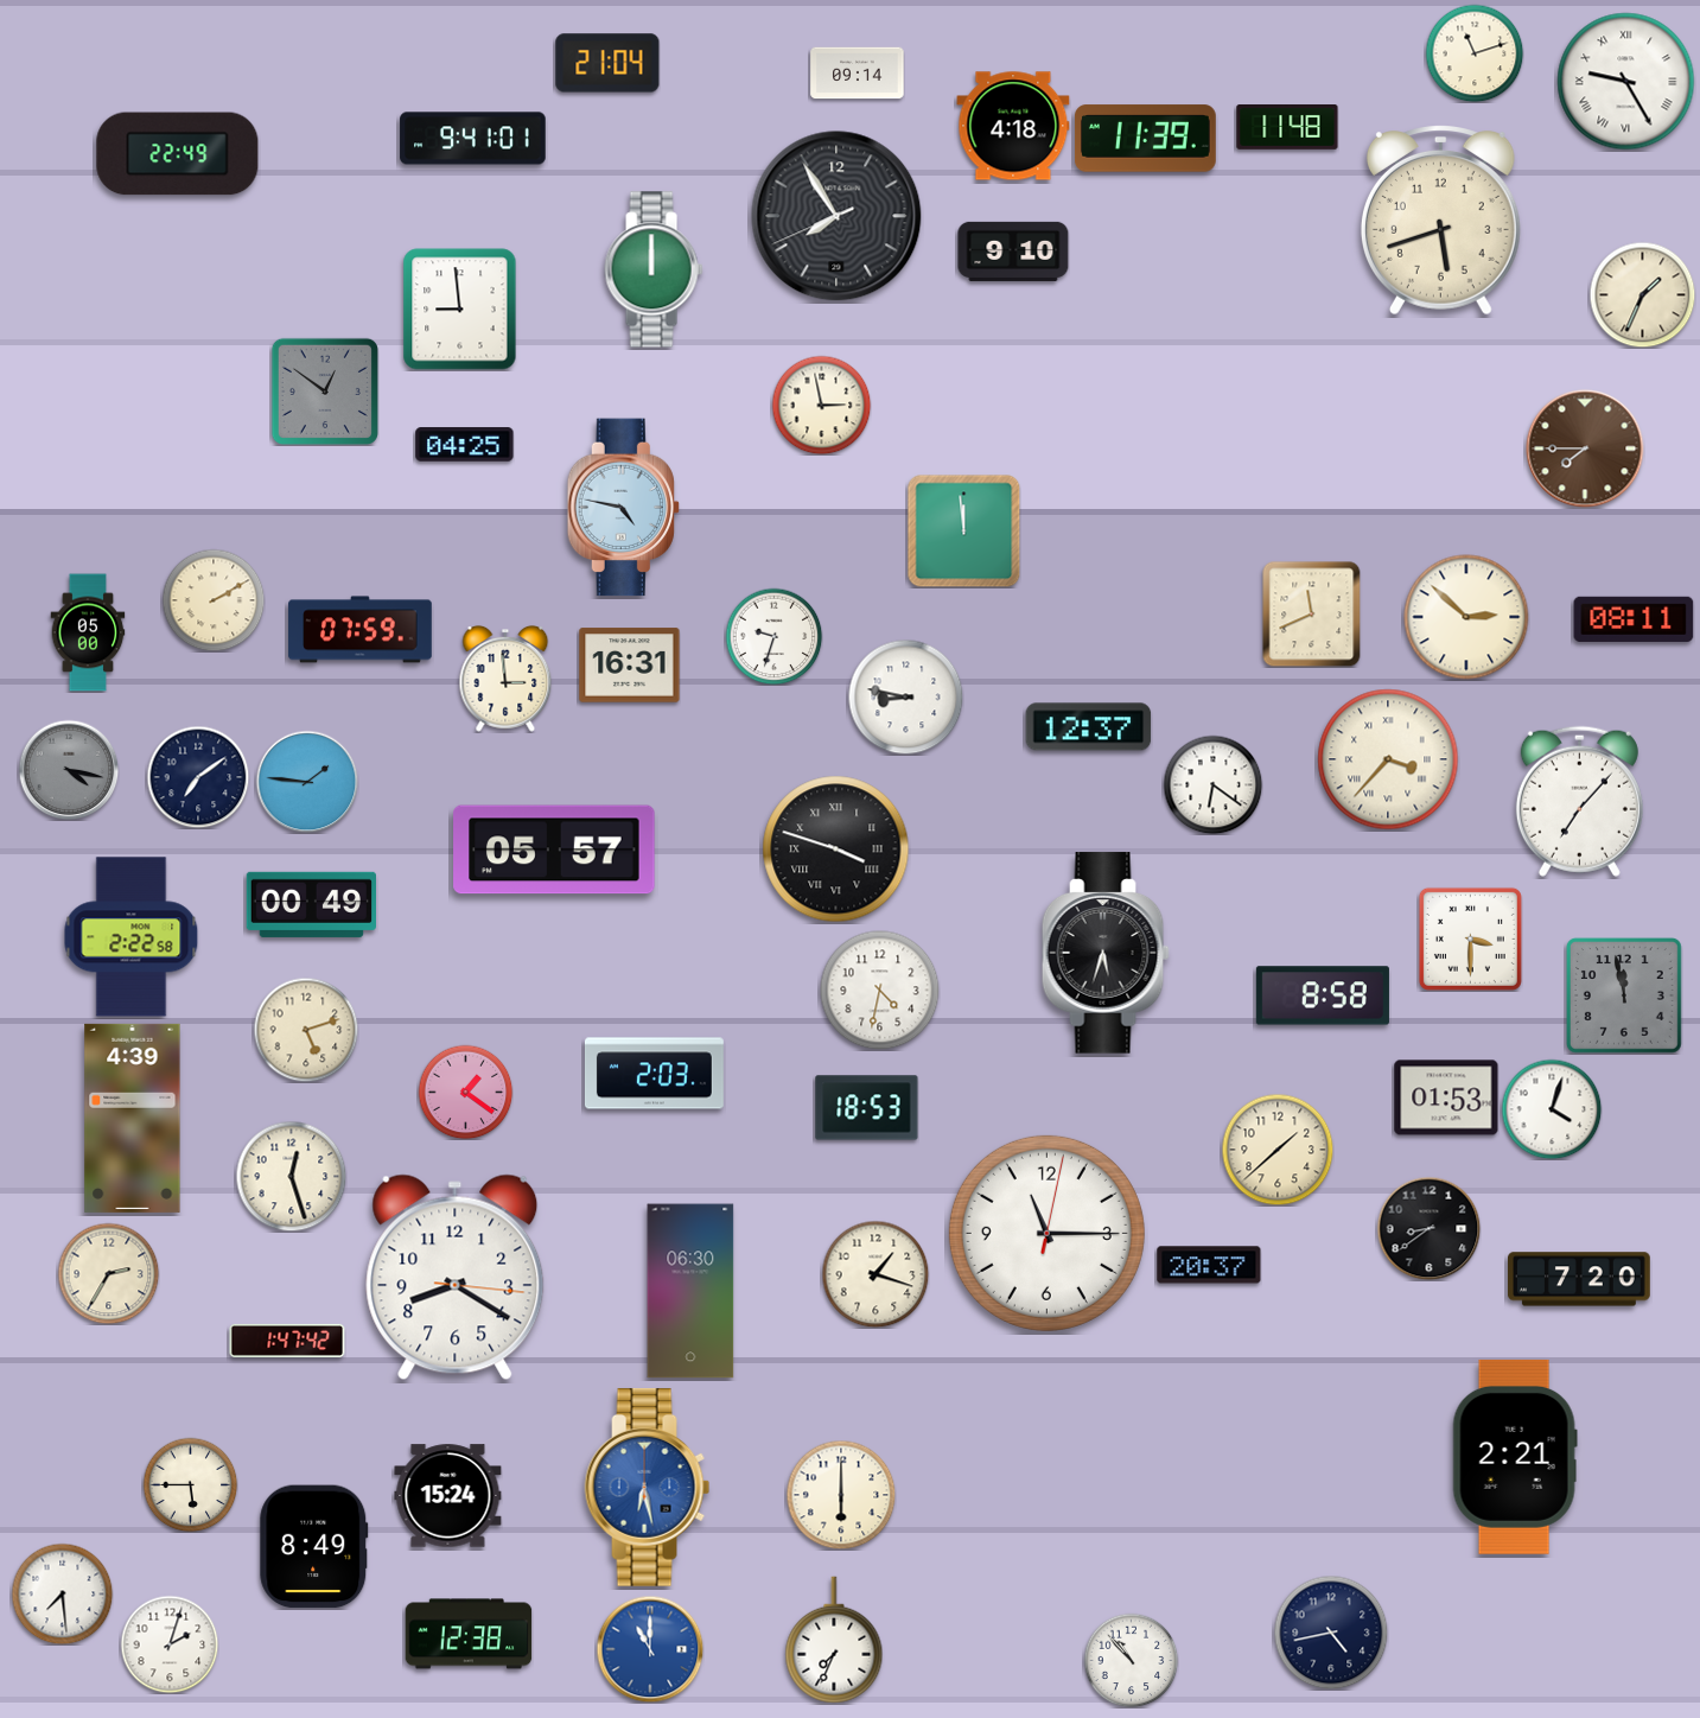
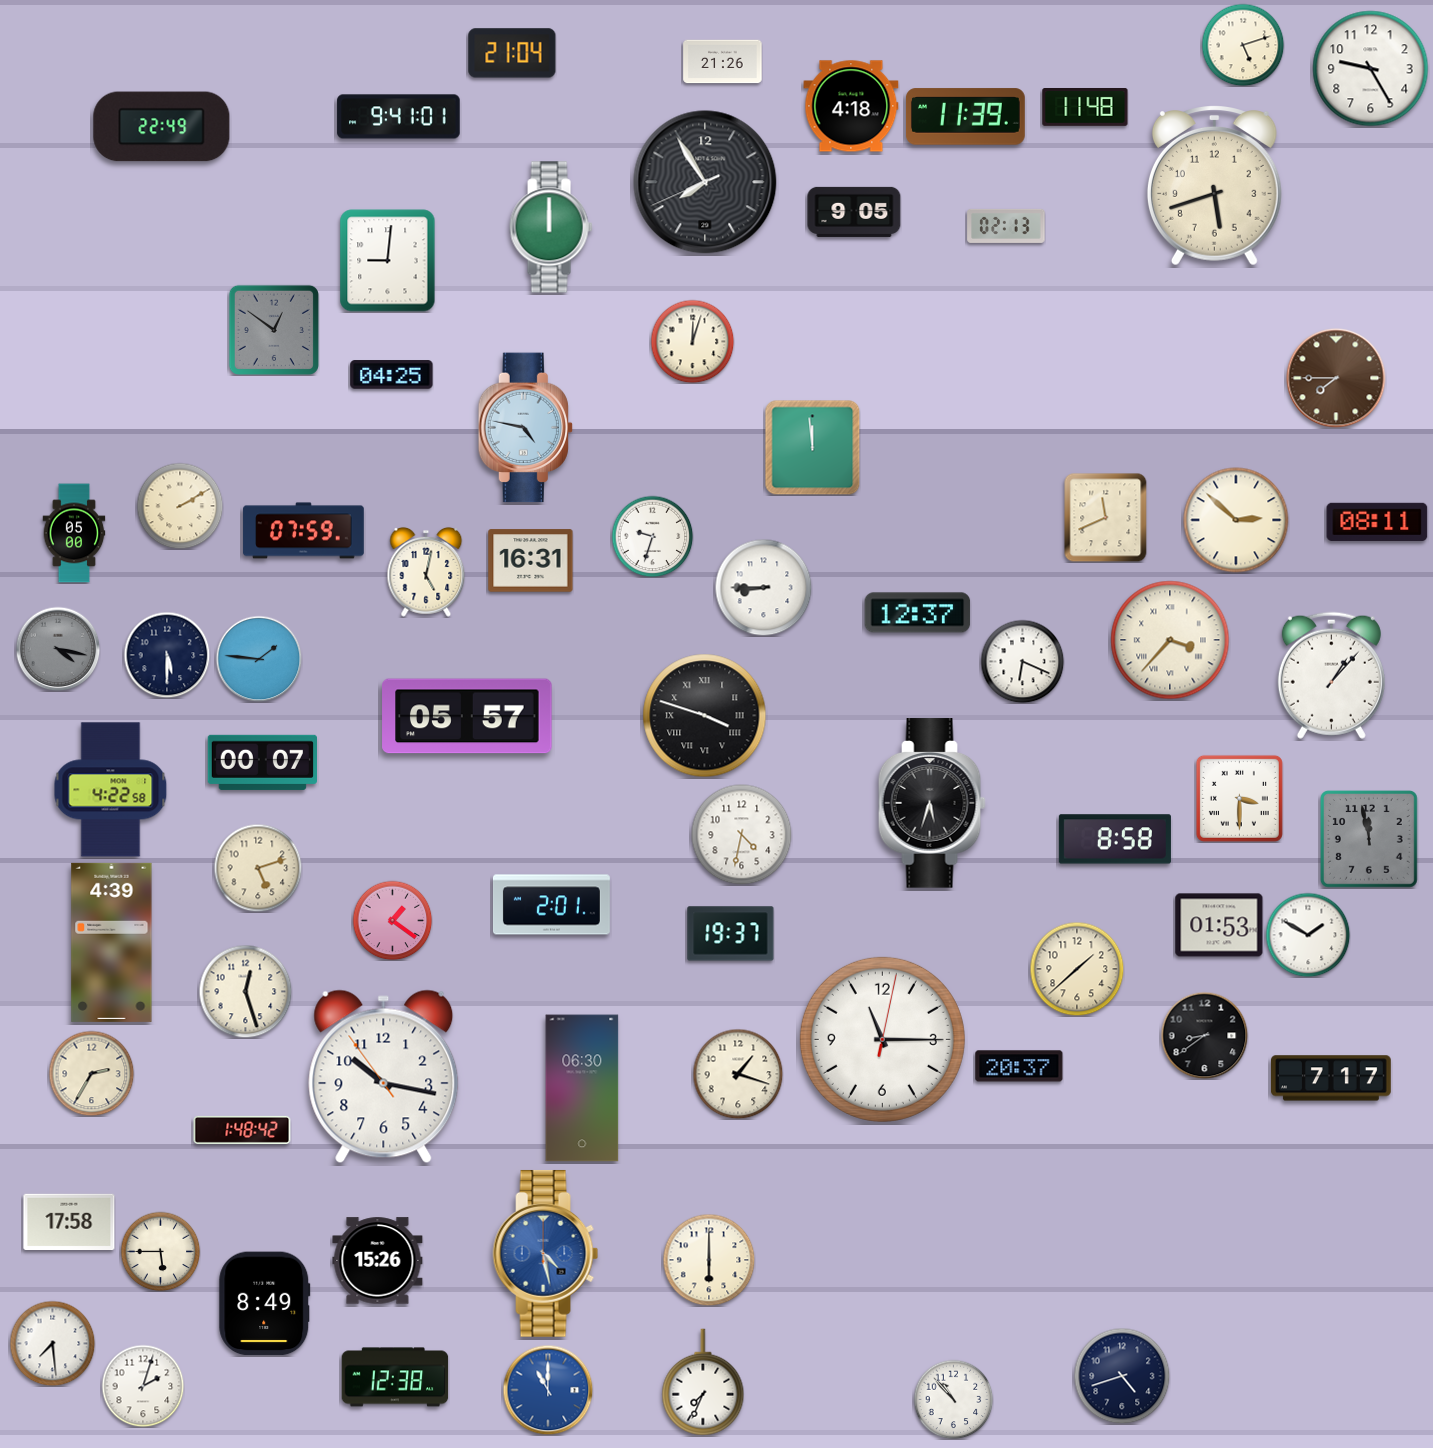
clock at (1475, 53): 11:12 -> 5:12
clock at (858, 74): 09:14 -> 21:26
clock at (1626, 82) numerals: Roman -> Arabic
clock at (1013, 126) position: (1013, 126) -> (851, 106)
clock at (178, 154) position: (178, 154) -> (162, 127)
clock at (1013, 252): 9:10 -> 9:05
clock at (1006, 226): none -> 02:13
clock at (1642, 294): 1:34 -> none
clock at (460, 310): 8:59 -> 9:01
clock at (821, 405): 2:58 -> 12:03
clock at (505, 679): 2:59 -> 5:02
clock at (905, 696): 8:47 -> 8:45
clock at (198, 777): 7:09 -> 5:30
clock at (1212, 784): 6:21 -> 6:19
clock at (1579, 801): 7:07 -> 1:07
clock at (311, 904): 00:49 -> 00:07
clock at (132, 937): 2:22 -> 4:22
clock at (1470, 938) position: (1470, 938) -> (1239, 798)
clock at (654, 1074): 2:03 -> 2:01
clock at (867, 1108): 18:53 -> 19:37
clock at (1552, 1109): 4:03 -> 1:50
clock at (456, 1278): 8:20 -> 10:16
clock at (1580, 1279): 7:20 -> 7:17
clock at (287, 1341): 1:47 -> 1:48
clock at (69, 1221): none -> 17:58
clock at (1515, 1457): 2:21 -> none
clock at (648, 1487): 6:28 -> 4:28
clock at (448, 1496): 15:24 -> 15:26
clock at (1331, 1633): 4:43 -> 4:42
